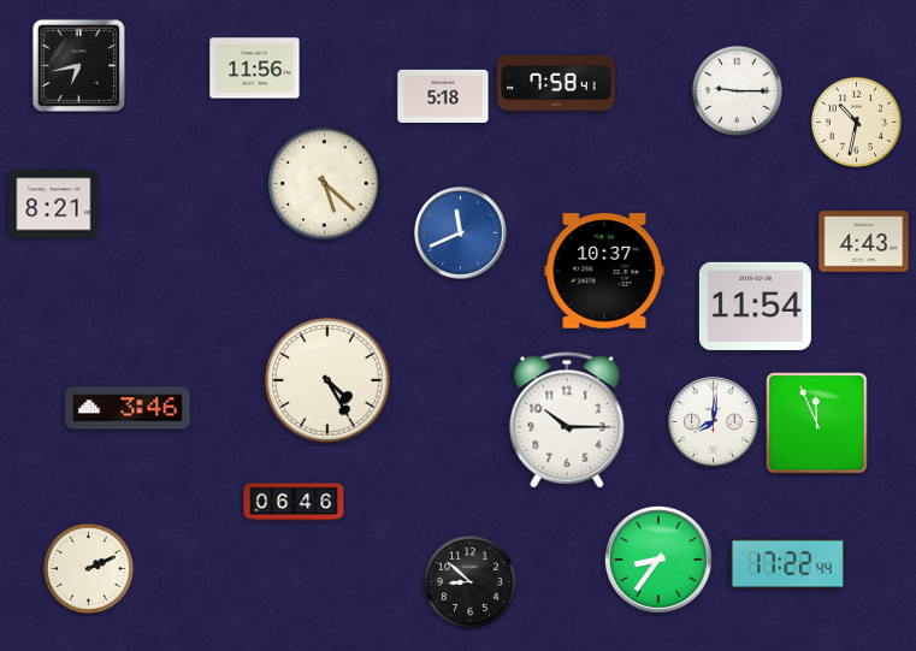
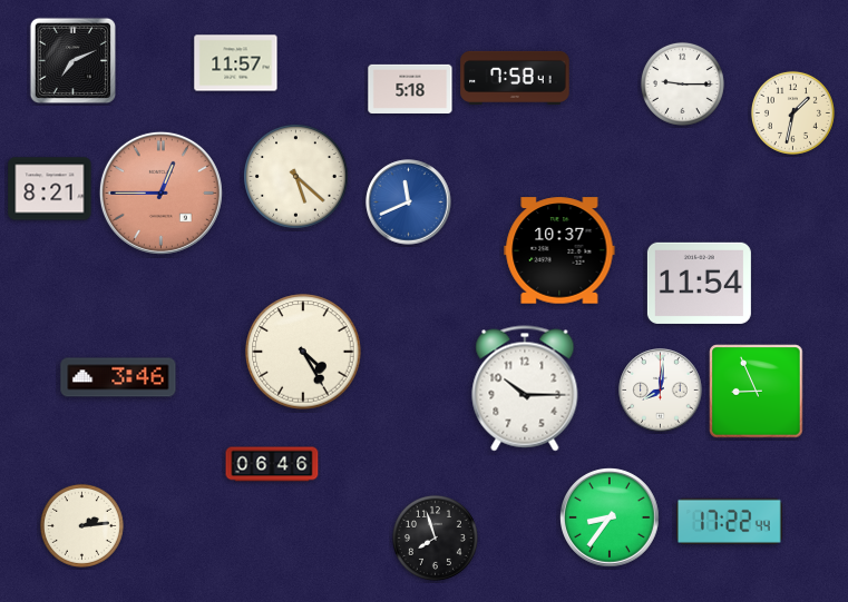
clock at (78, 65): 6:43 -> 7:11
clock at (255, 69): 11:56 -> 11:57
clock at (856, 122): 10:32 -> 1:32
clock at (325, 184) position: (325, 184) -> (296, 177)
clock at (160, 193): none -> 12:45
clock at (461, 233) position: (461, 233) -> (409, 203)
clock at (864, 242): 4:43 -> none
clock at (817, 424): 11:56 -> 8:56
clock at (88, 568): 2:11 -> 2:14
clock at (469, 581): 8:52 -> 7:57
